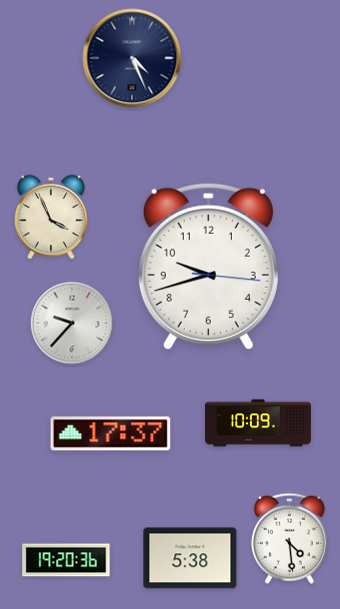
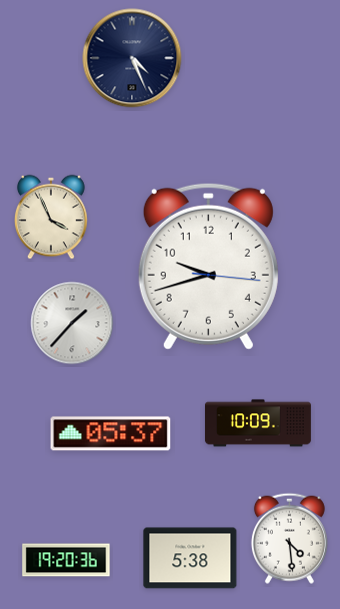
clock at (72, 323): 9:37 -> 1:37
clock at (111, 434): 17:37 -> 05:37
